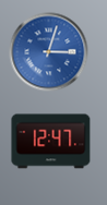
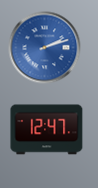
clock at (49, 52): 3:03 -> 2:12
